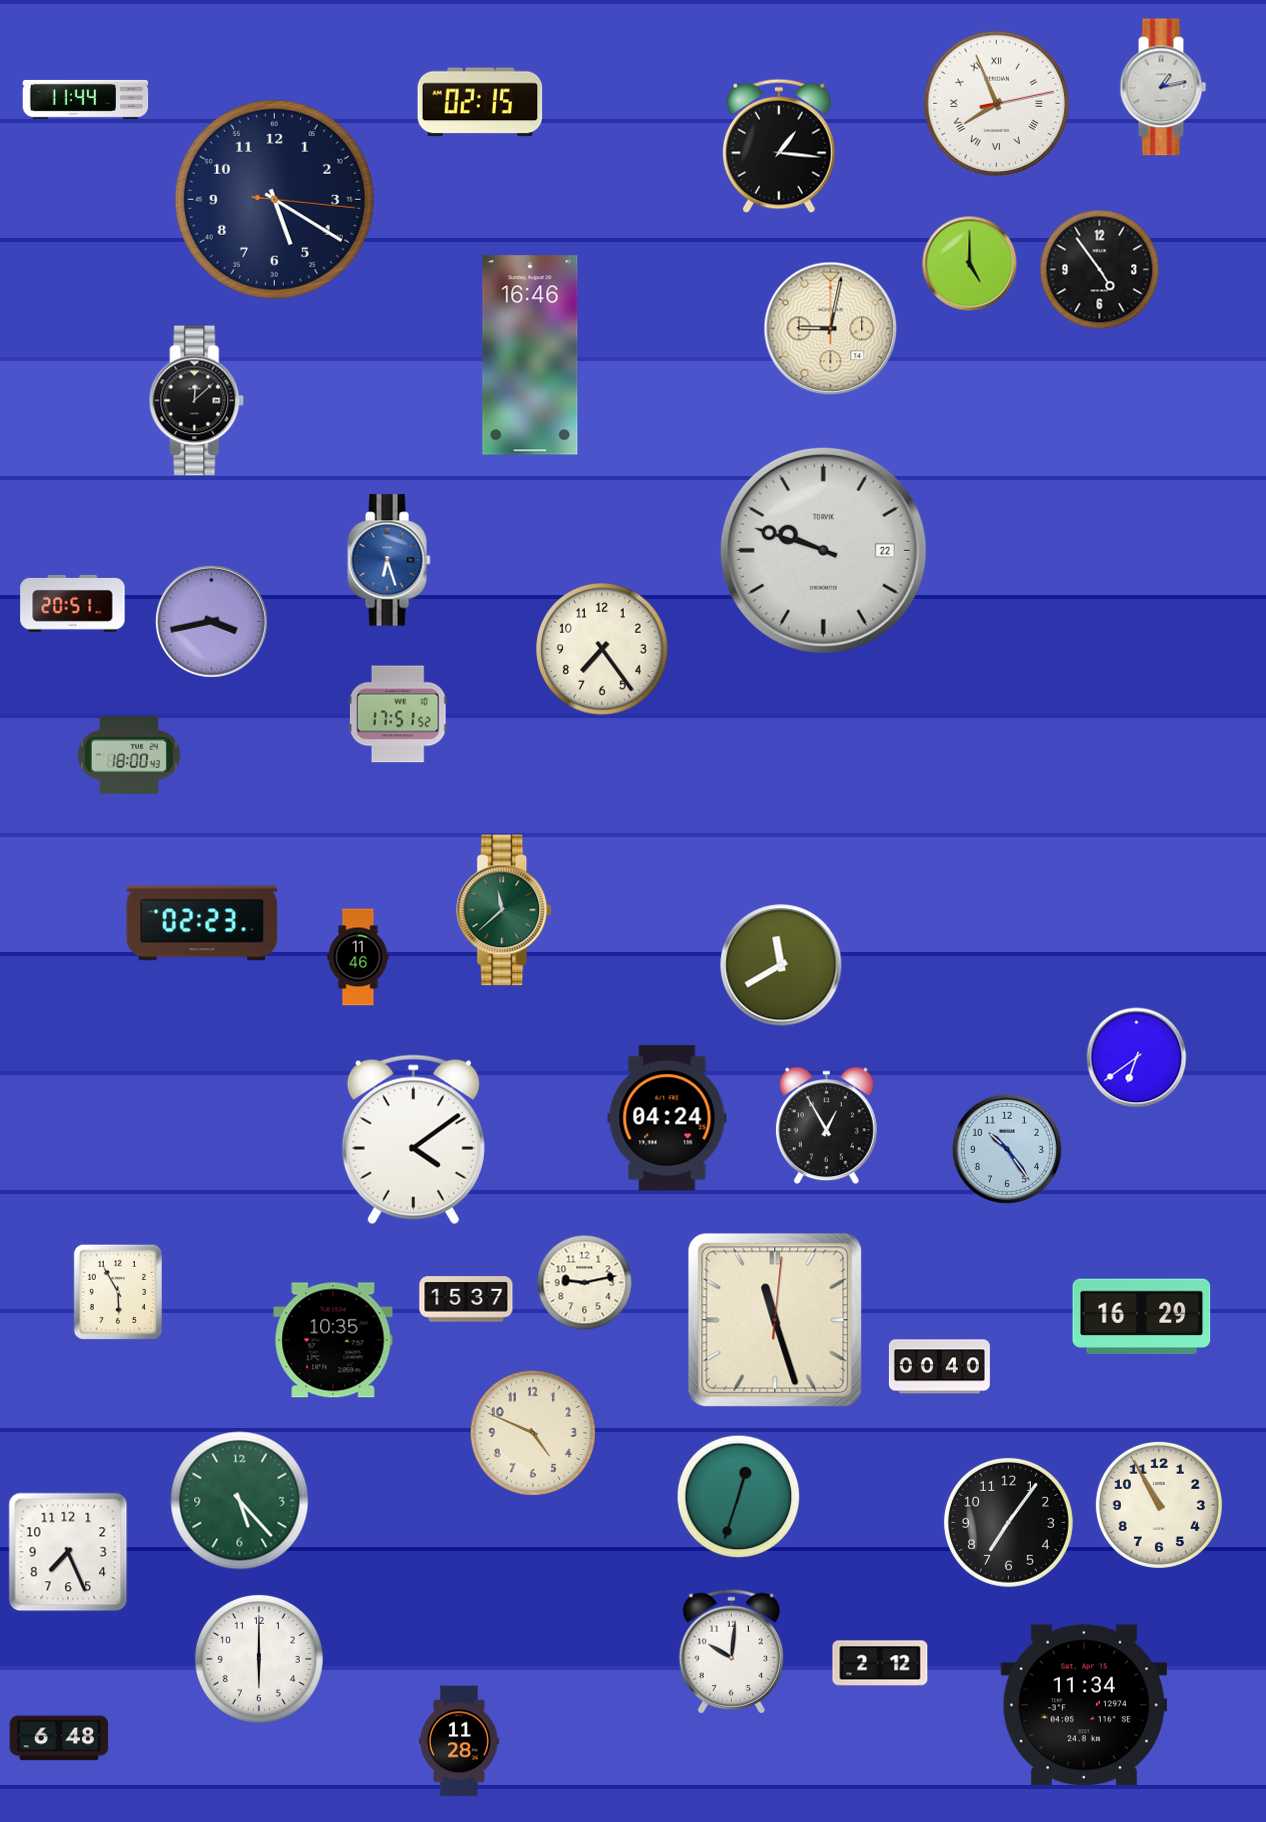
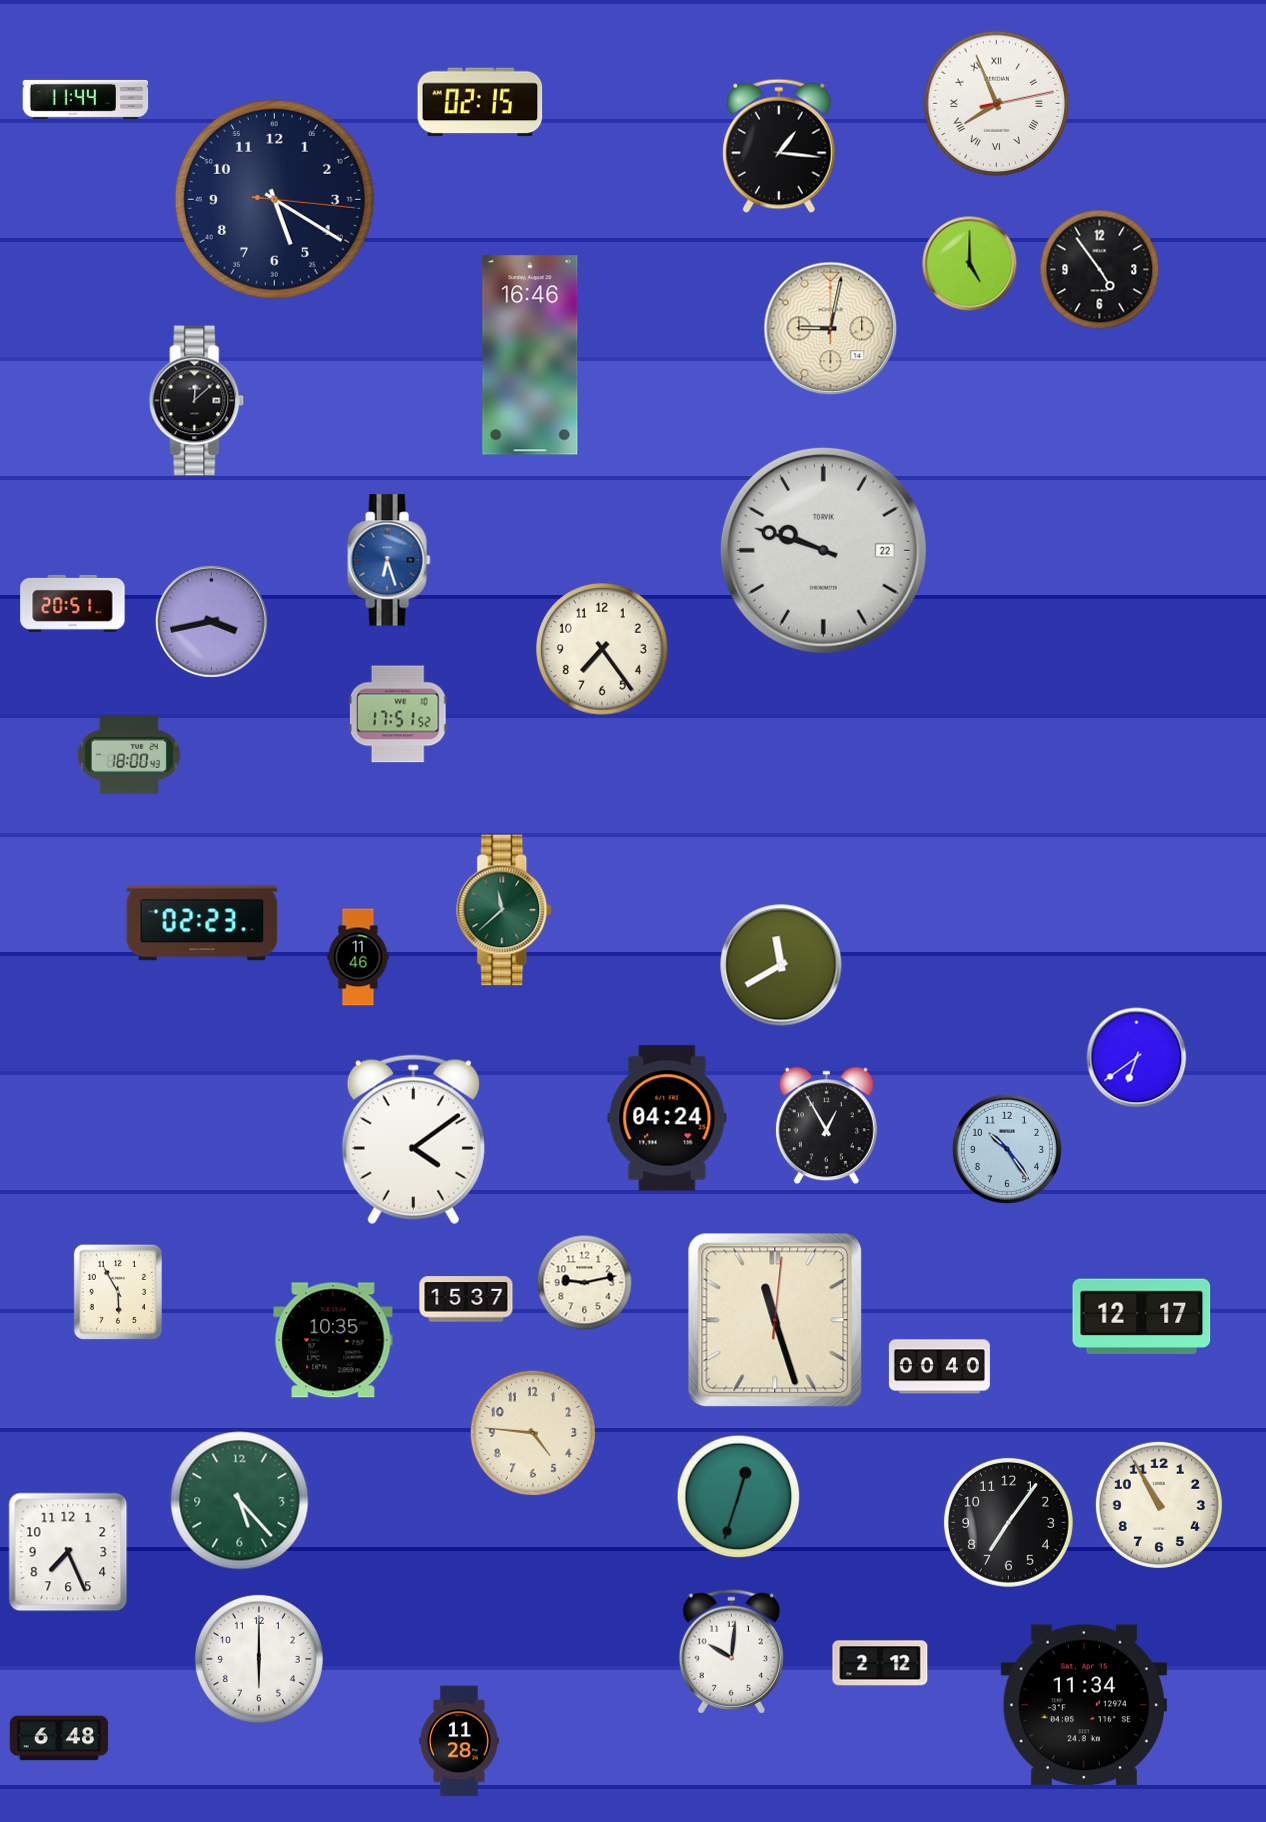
clock at (1163, 87): 1:13 -> none
clock at (1142, 1317): 16:29 -> 12:17
clock at (533, 1433): 4:49 -> 4:46
